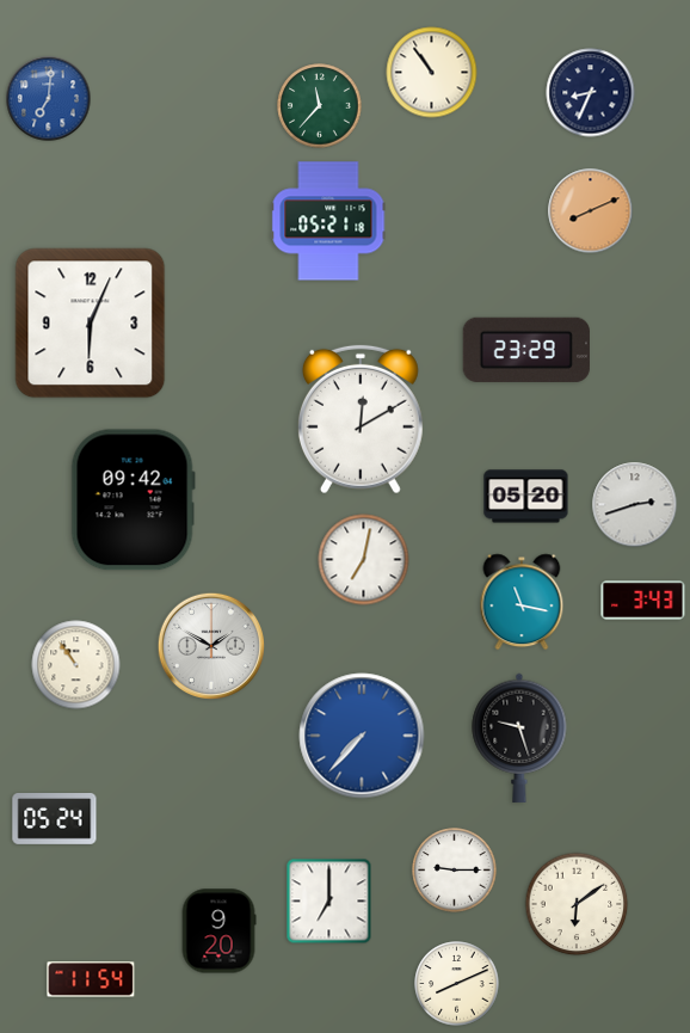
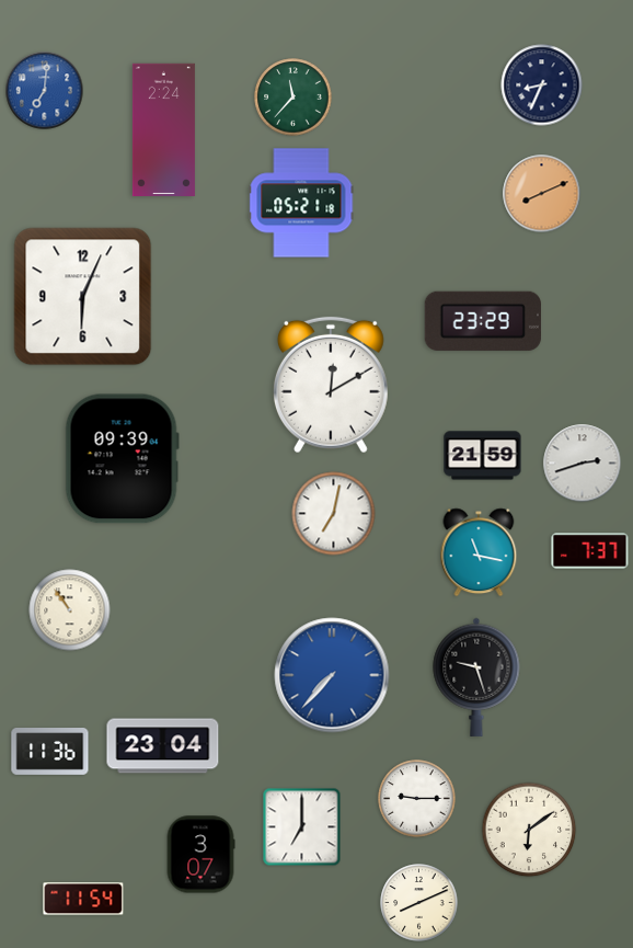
clock at (432, 73): 10:54 -> none
clock at (163, 129): none -> 2:24
clock at (526, 497): 05:20 -> 21:59
clock at (133, 500): 09:42 -> 09:39
clock at (643, 601): 3:43 -> 7:37
clock at (210, 645): 1:50 -> none
clock at (163, 746): none -> 23:04
clock at (55, 819): 05:24 -> 11:36
clock at (218, 931): 9:20 -> 3:07
